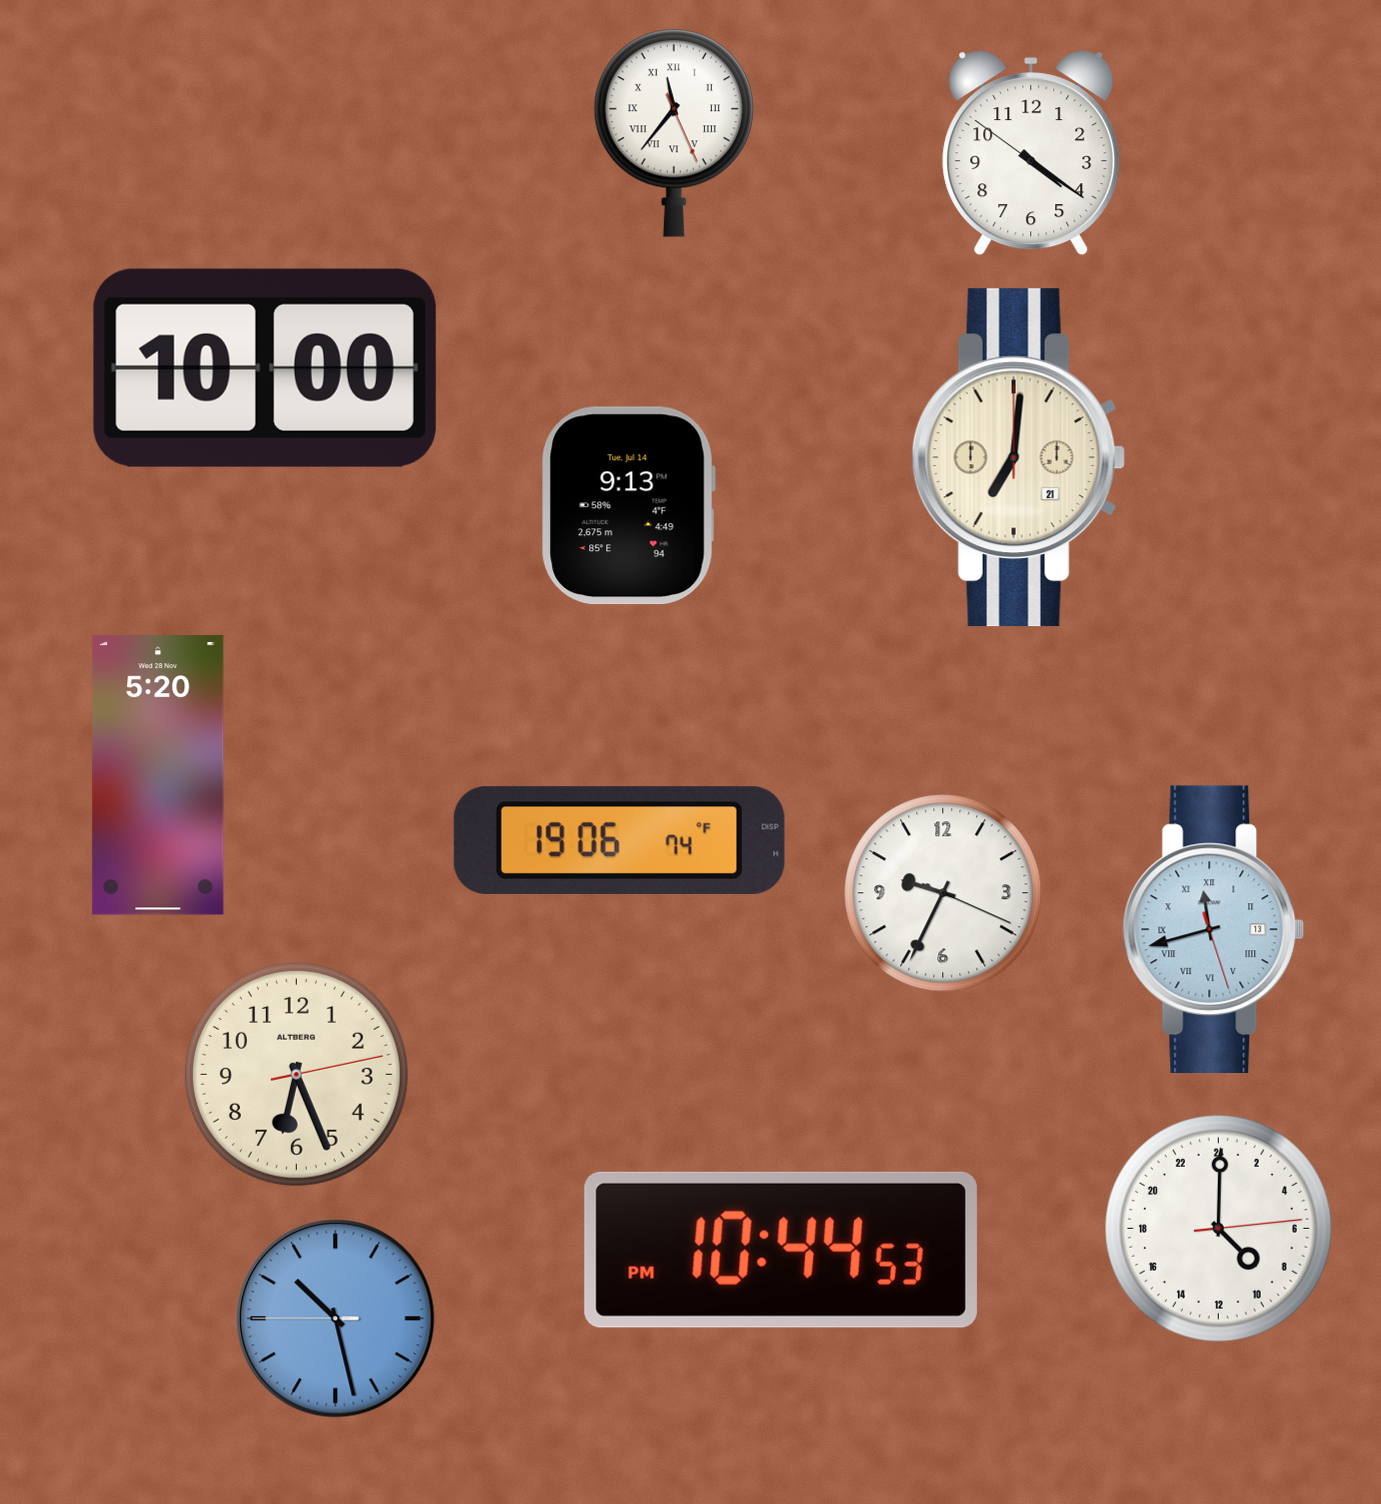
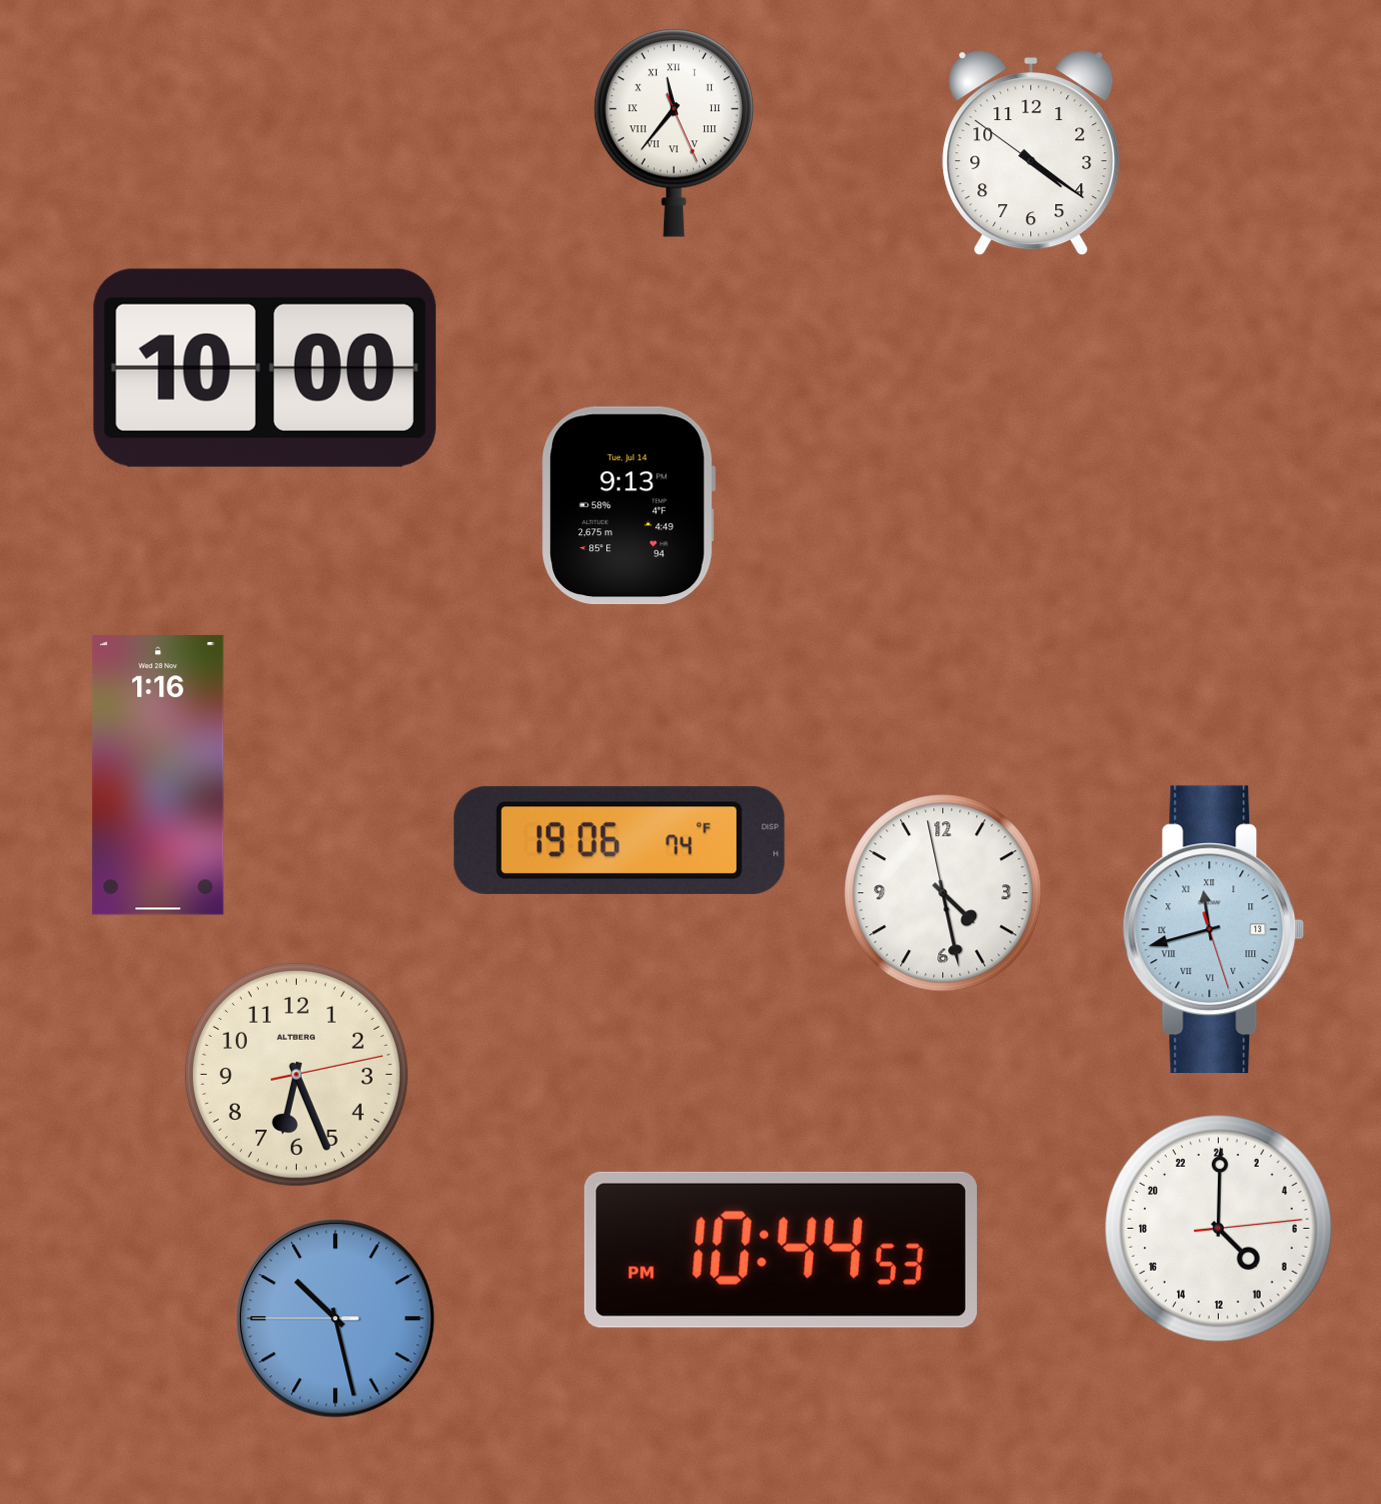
clock at (1018, 458): 7:01 -> none
clock at (158, 775): 5:20 -> 1:16
clock at (943, 893): 9:34 -> 4:27
